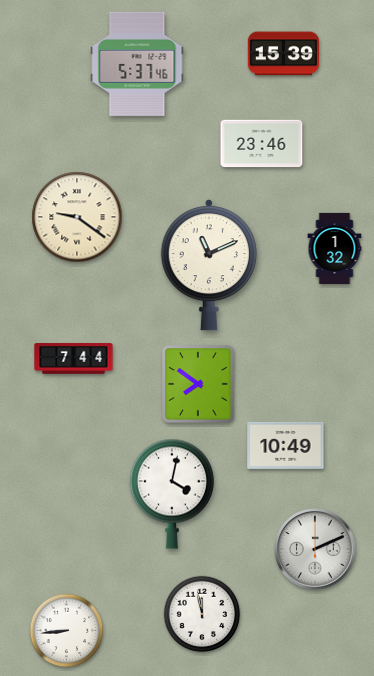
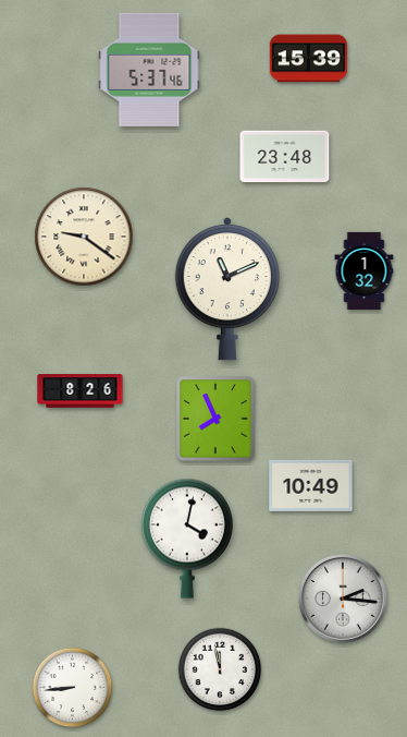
clock at (262, 144): 23:46 -> 23:48
clock at (74, 359): 7:44 -> 8:26
clock at (198, 384): 7:51 -> 7:56
clock at (315, 549): 2:11 -> 2:16
